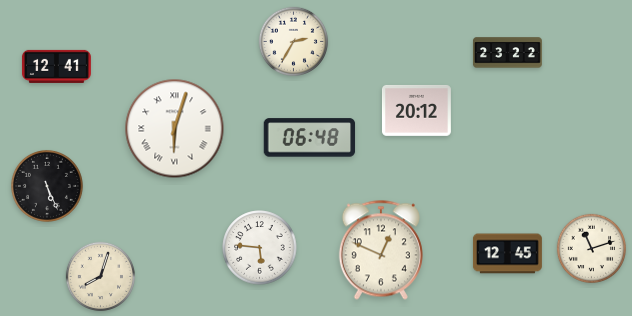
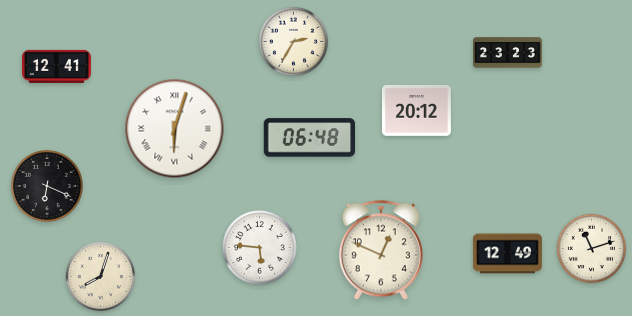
clock at (507, 53): 23:22 -> 23:23
clock at (47, 186): 5:26 -> 6:19
clock at (507, 254): 12:45 -> 12:49
